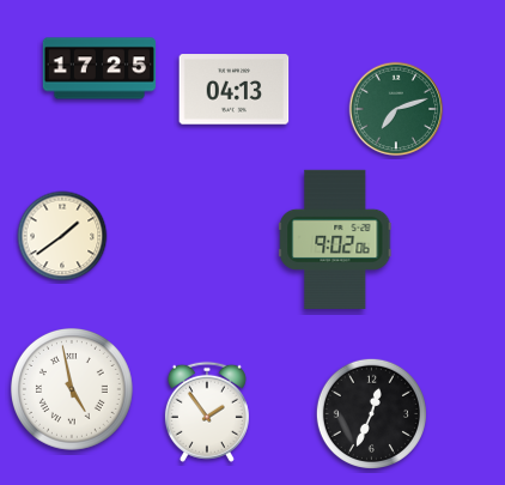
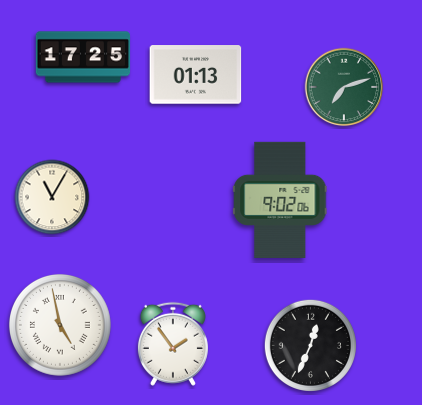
clock at (235, 90): 04:13 -> 01:13
clock at (396, 109) position: (396, 109) -> (344, 87)
clock at (62, 236): 1:39 -> 11:05
